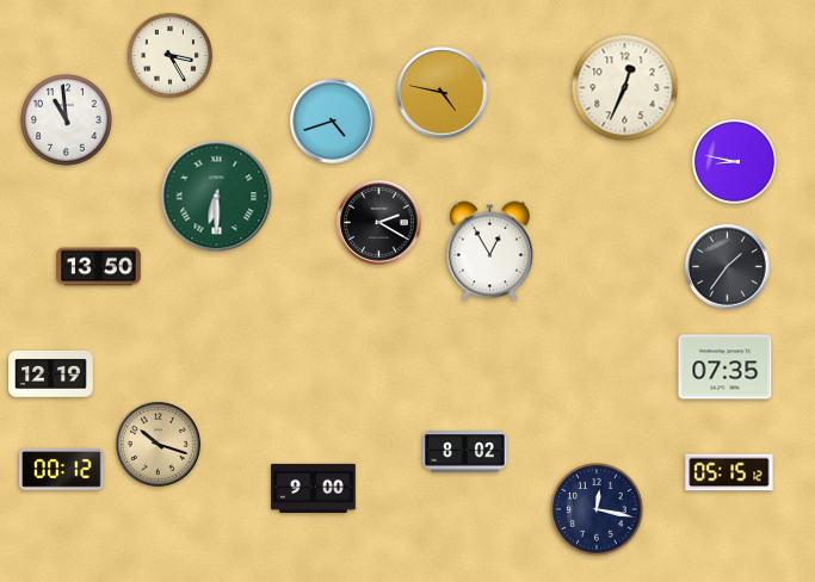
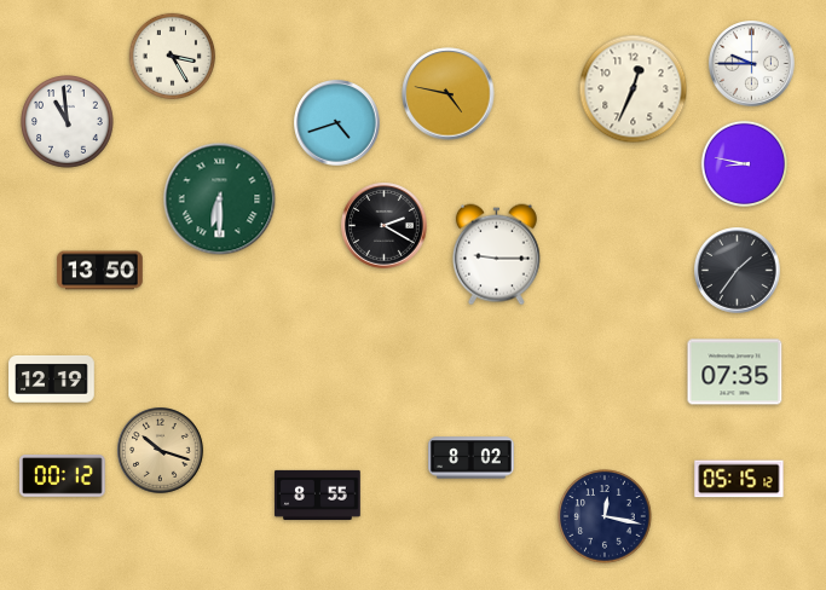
clock at (752, 64): none -> 9:45
clock at (489, 252): 12:55 -> 9:15
clock at (314, 488): 9:00 -> 8:55
